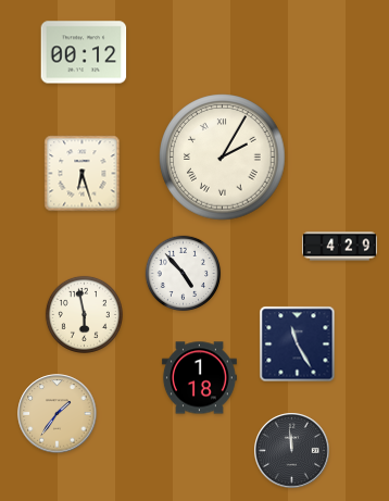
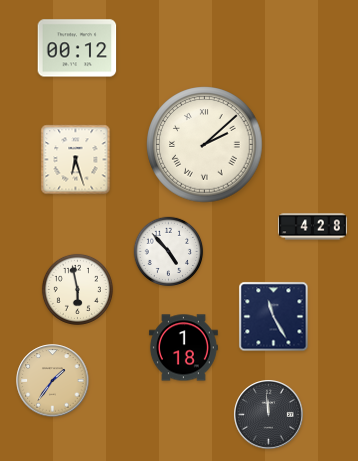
clock at (223, 158): 2:05 -> 2:08
clock at (339, 247): 4:29 -> 4:28
